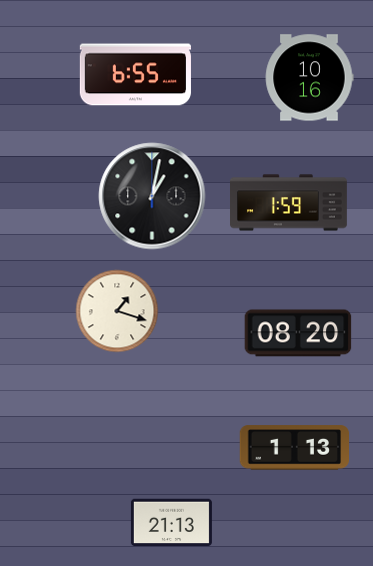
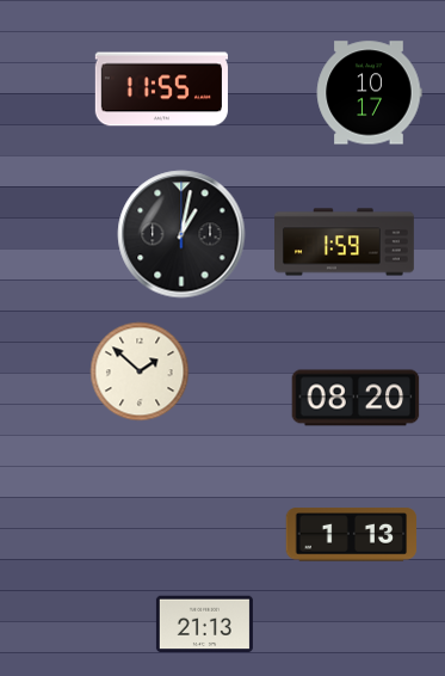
clock at (135, 75): 6:55 -> 11:55
clock at (309, 78): 10:16 -> 10:17
clock at (117, 311): 1:18 -> 1:52
